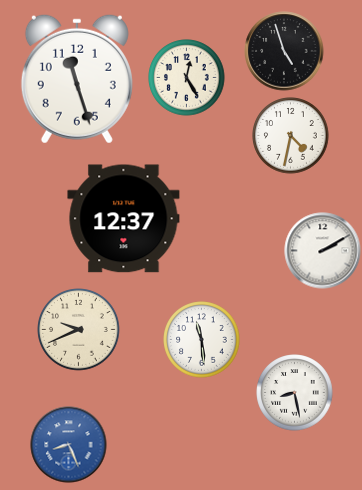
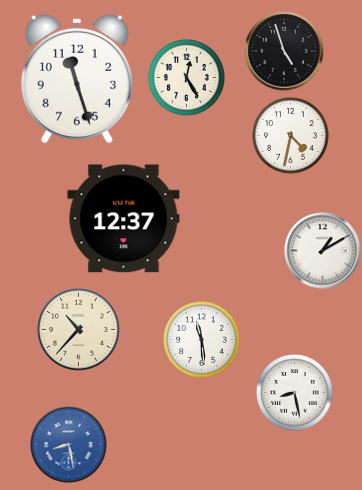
clock at (323, 251): 2:10 -> 1:10
clock at (79, 330): 9:41 -> 10:37
clock at (69, 445): 8:26 -> 8:28
